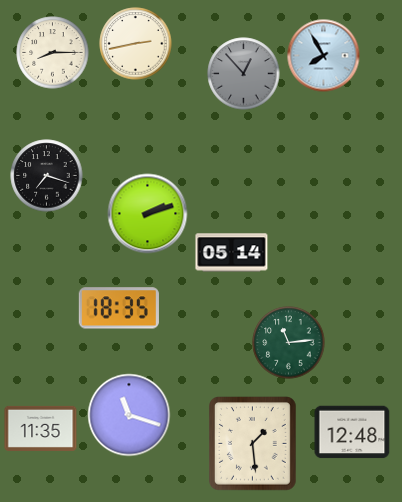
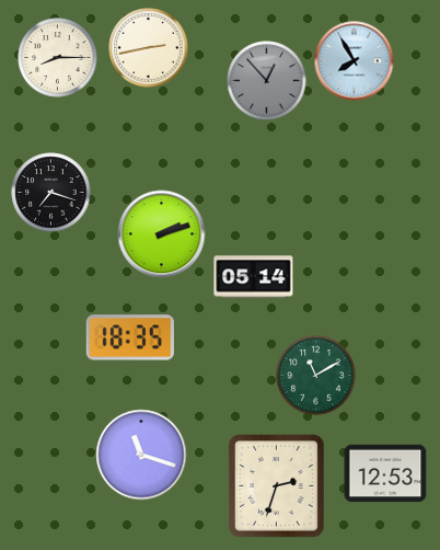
clock at (289, 343): 11:14 -> 11:10
clock at (41, 428): 11:35 -> none
clock at (352, 432): 12:48 -> 12:53
clock at (253, 444): 1:29 -> 2:33
